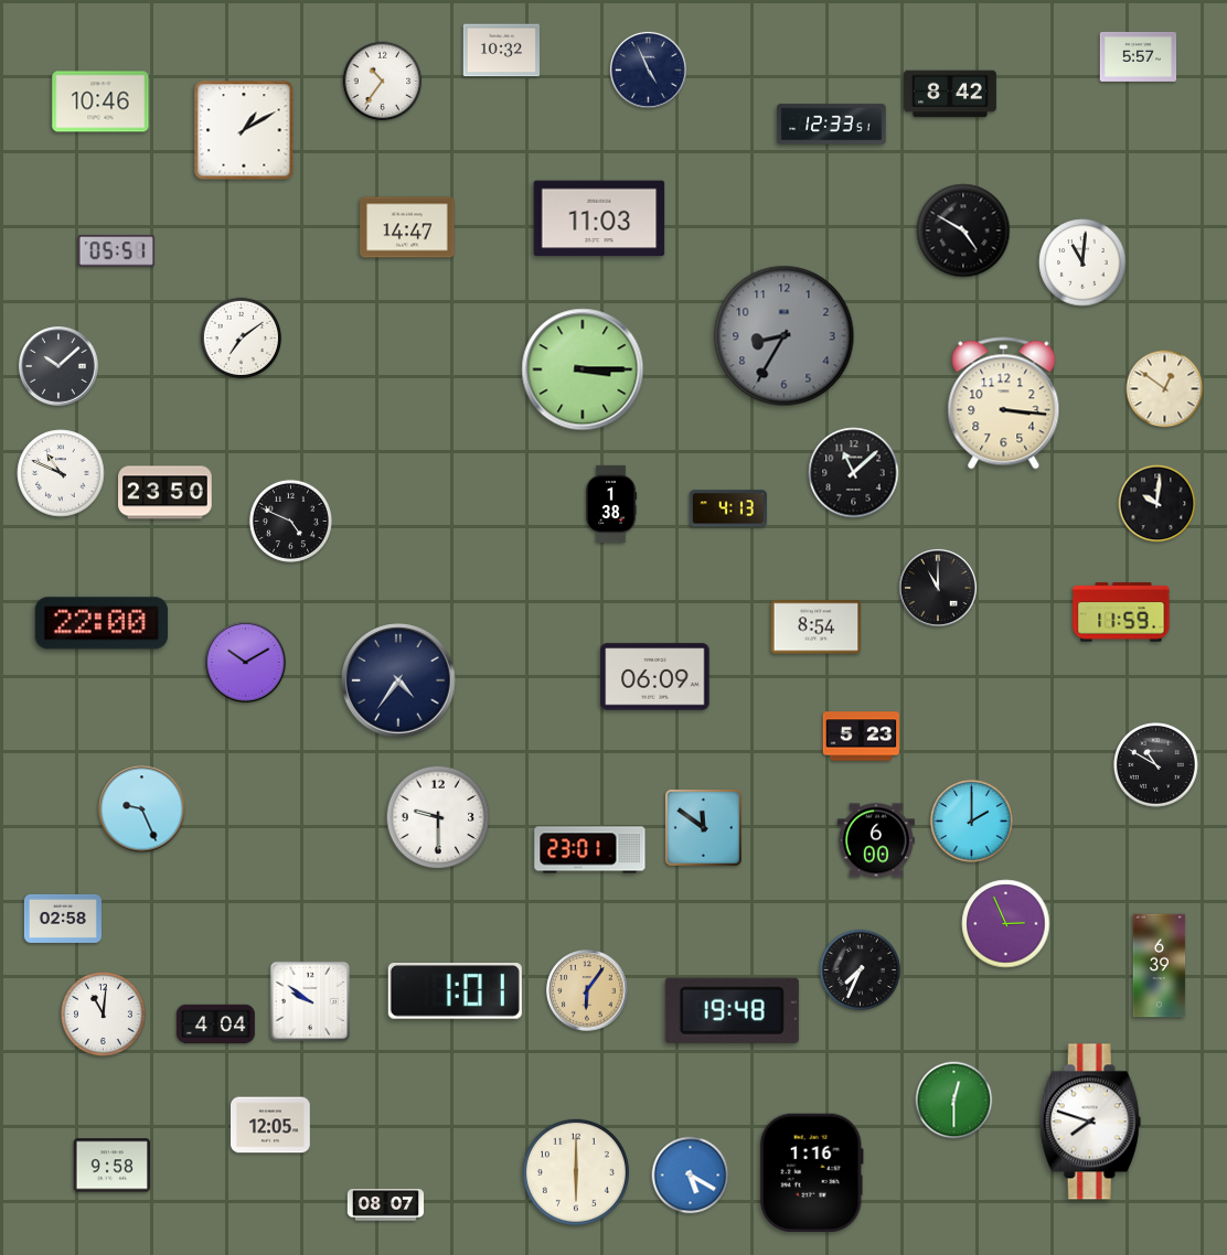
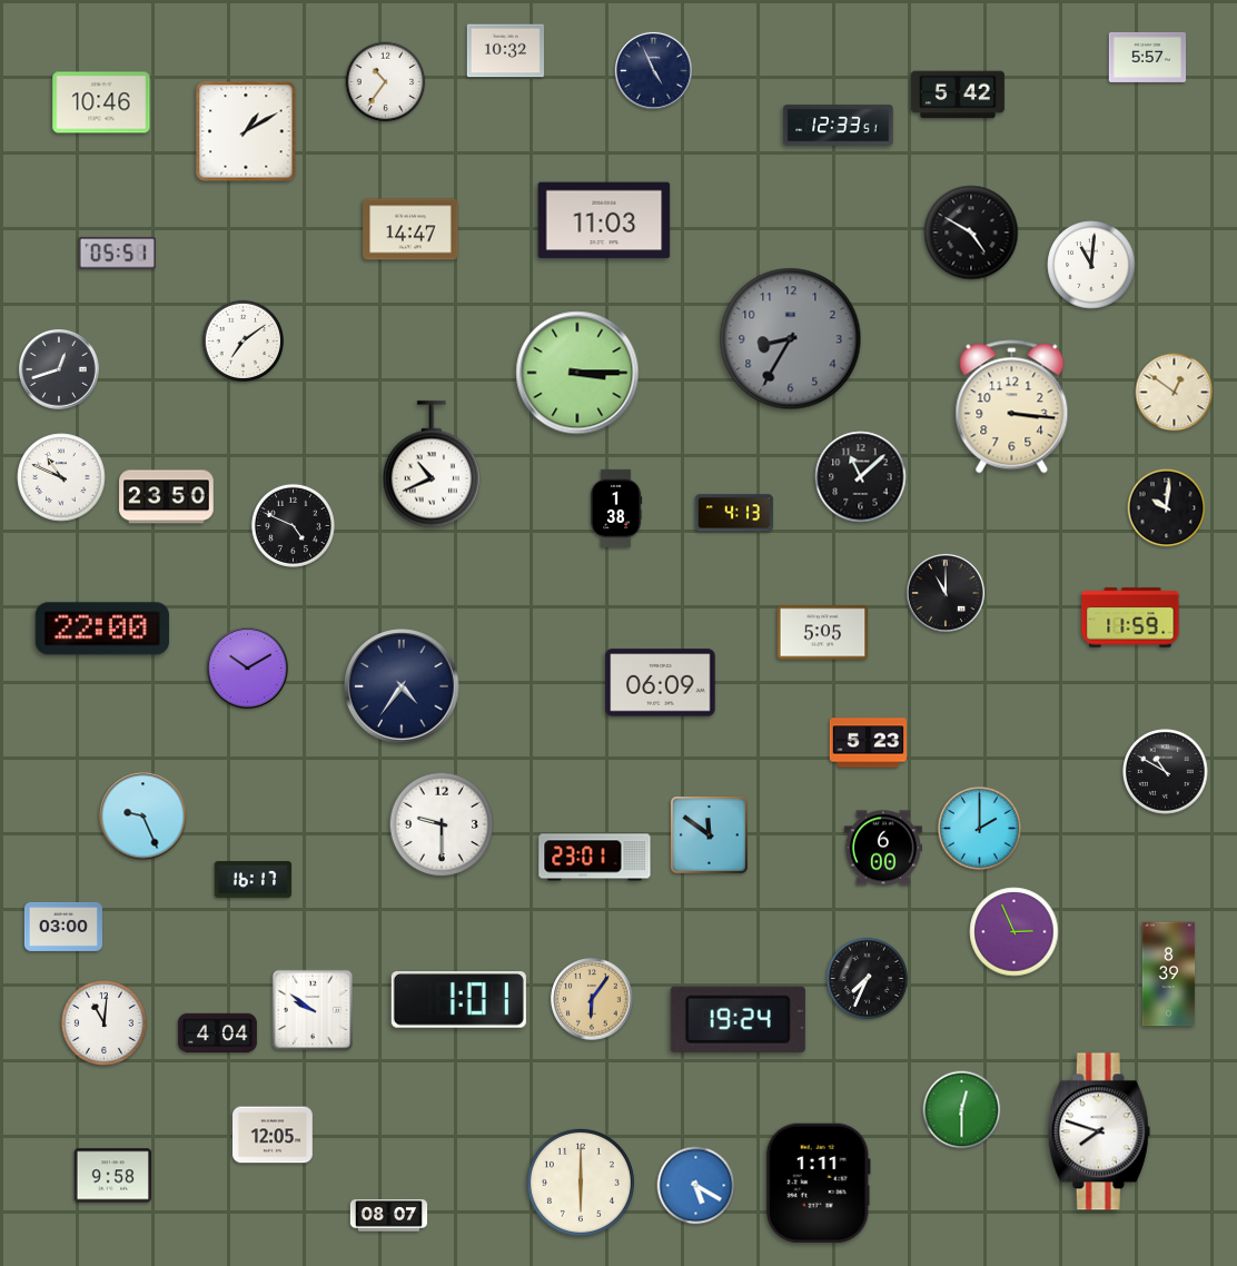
clock at (950, 94): 8:42 -> 5:42
clock at (58, 366): 10:08 -> 12:42
clock at (583, 369) position: (583, 369) -> (577, 373)
clock at (432, 464): none -> 10:41
clock at (817, 627): 8:54 -> 5:05
clock at (254, 880): none -> 16:17
clock at (63, 919): 02:58 -> 03:00
clock at (1160, 966): 6:39 -> 8:39
clock at (732, 1010): 19:48 -> 19:24
clock at (811, 1172): 1:16 -> 1:11
